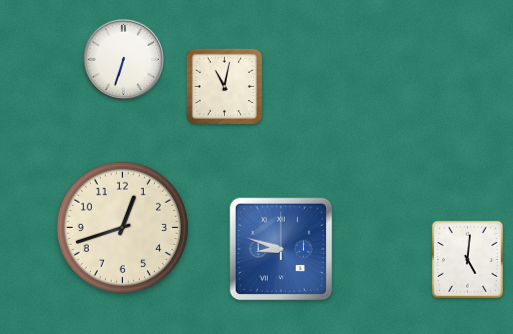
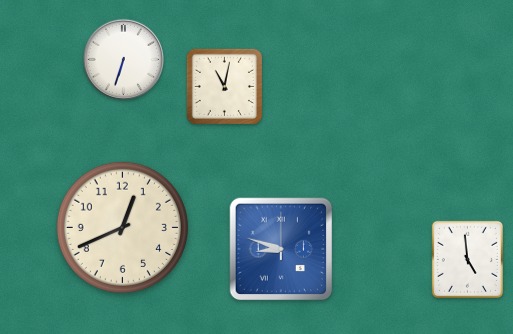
clock at (122, 227): 12:42 -> 12:41
clock at (467, 259): 5:01 -> 4:59
